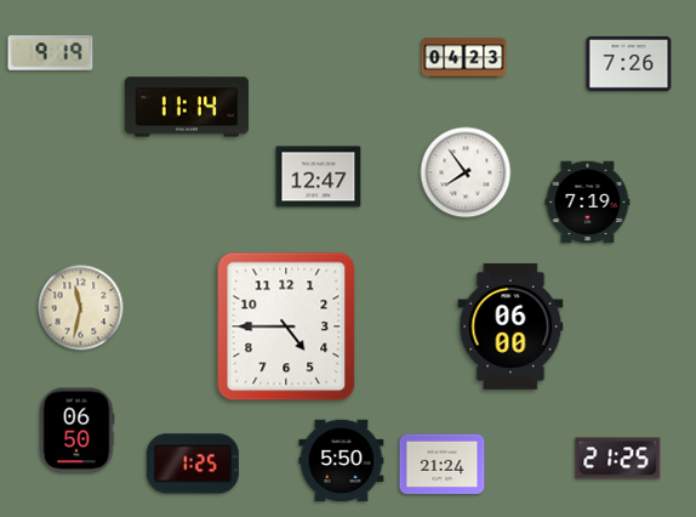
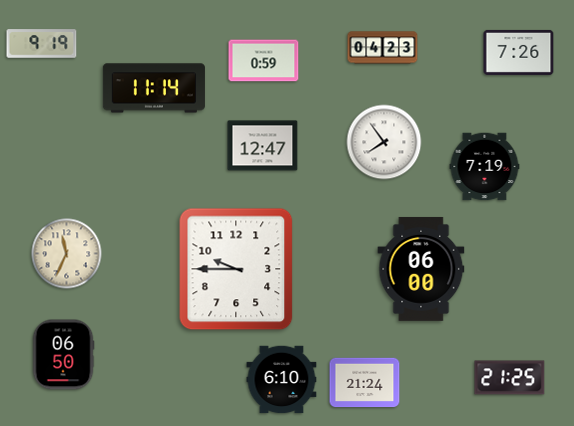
clock at (264, 61): none -> 0:59
clock at (81, 308): 11:32 -> 11:34
clock at (286, 326): 4:45 -> 9:45
clock at (342, 461): 5:50 -> 6:10
clock at (193, 464): 1:25 -> none
